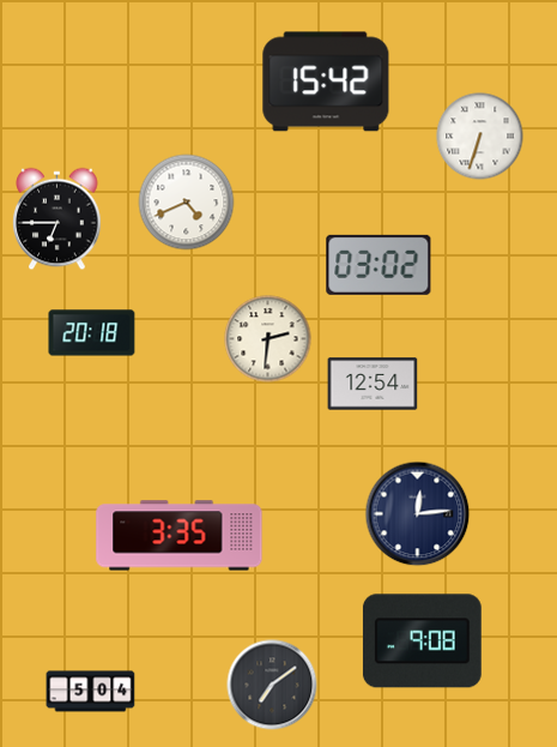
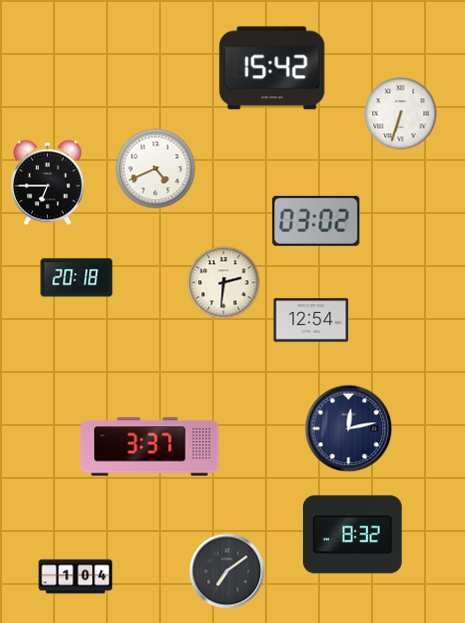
clock at (418, 514): 12:14 -> 12:13
clock at (180, 536): 3:35 -> 3:37
clock at (422, 641): 9:08 -> 8:32
clock at (91, 692): 5:04 -> 1:04
